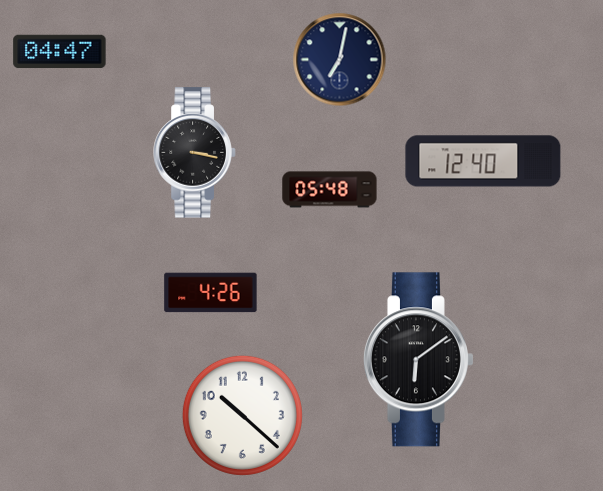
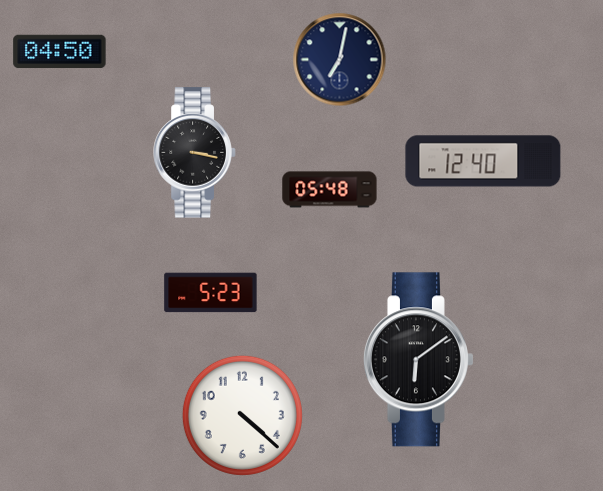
clock at (60, 52): 04:47 -> 04:50
clock at (211, 293): 4:26 -> 5:23
clock at (242, 415): 10:22 -> 4:22
